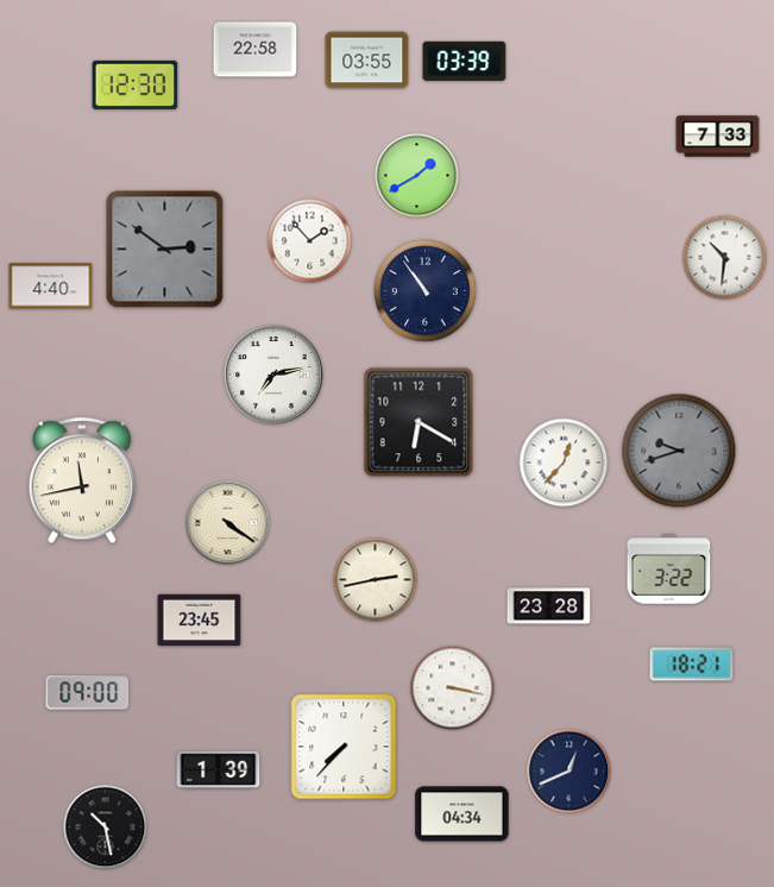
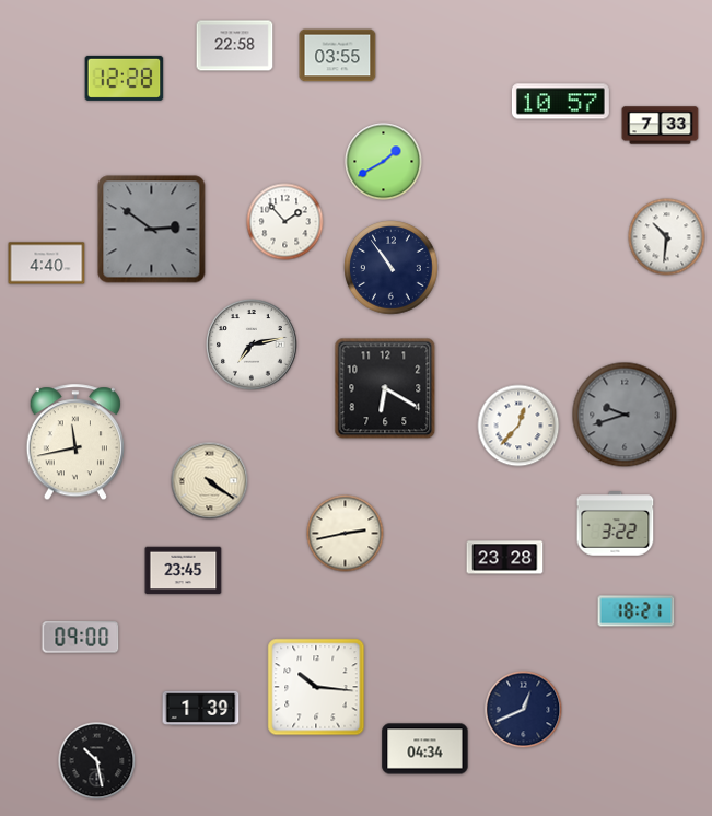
clock at (465, 61): 03:39 -> none
clock at (136, 84): 12:30 -> 12:28
clock at (560, 102): none -> 10:57
clock at (453, 688): 3:17 -> none
clock at (344, 747): 7:37 -> 10:16
